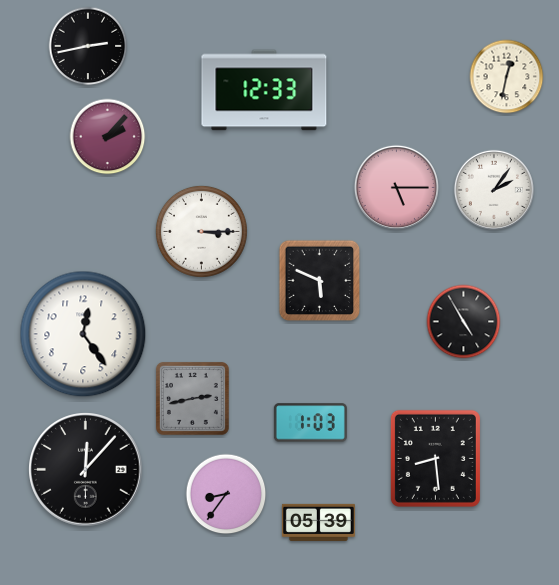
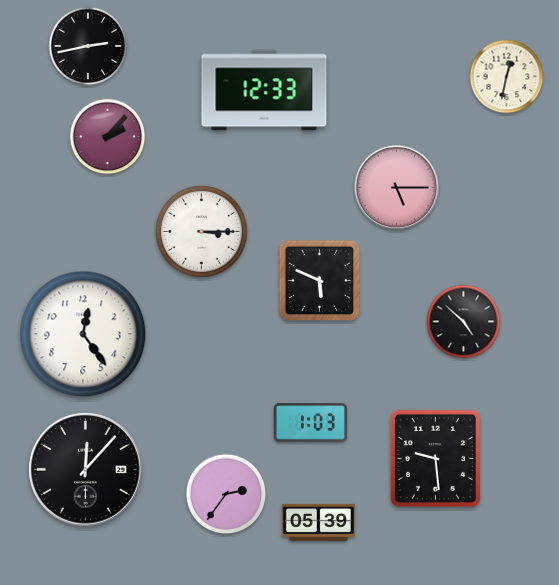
clock at (494, 190): 2:06 -> none
clock at (464, 322): 4:55 -> 4:52
clock at (192, 398): 2:43 -> none
clock at (435, 458): 8:29 -> 9:29
clock at (226, 494): 8:36 -> 2:36
